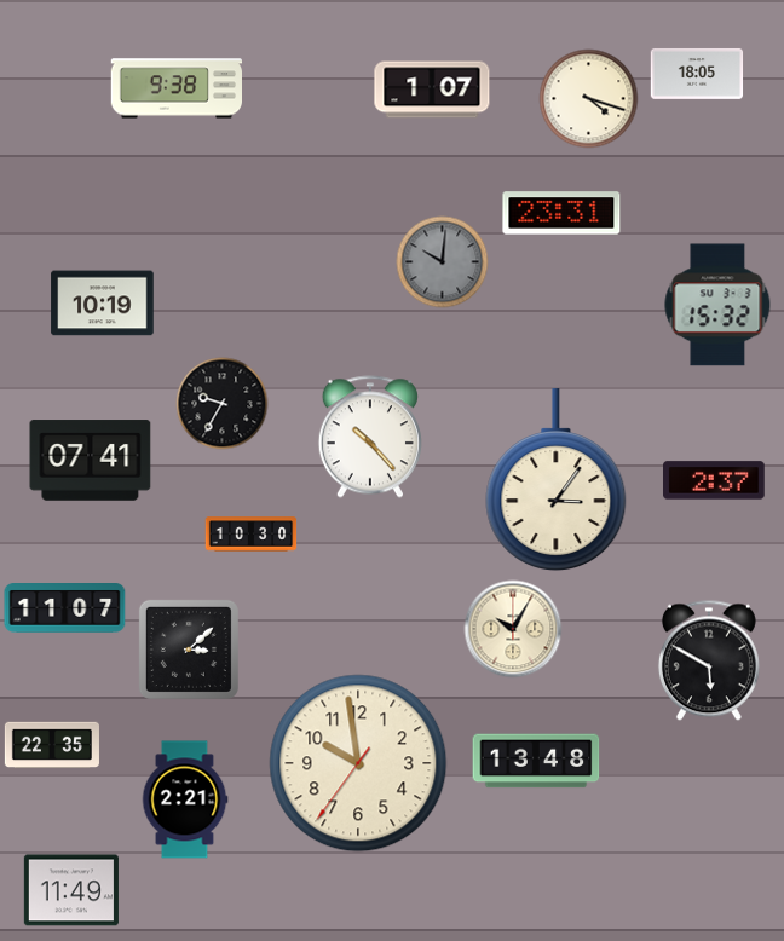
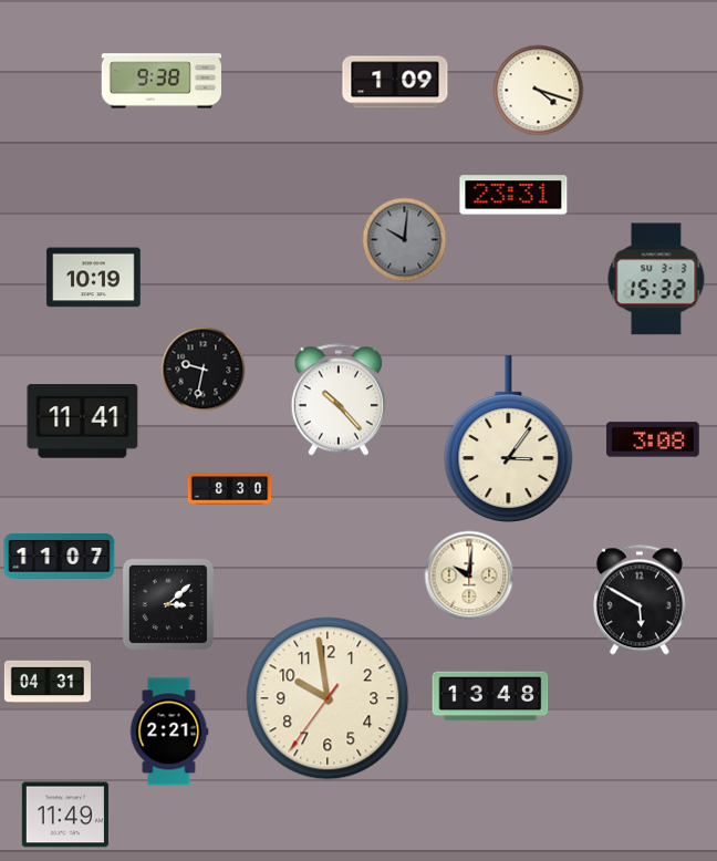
clock at (697, 74): 18:05 -> none
clock at (432, 90): 1:07 -> 1:09
clock at (223, 404): 9:35 -> 9:32
clock at (91, 461): 07:41 -> 11:41
clock at (715, 480): 2:37 -> 3:08
clock at (252, 535): 10:30 -> 8:30
clock at (513, 629): 10:05 -> 10:01
clock at (189, 650) position: (189, 650) -> (168, 604)
clock at (709, 660) position: (709, 660) -> (640, 600)
clock at (52, 745): 22:35 -> 04:31
